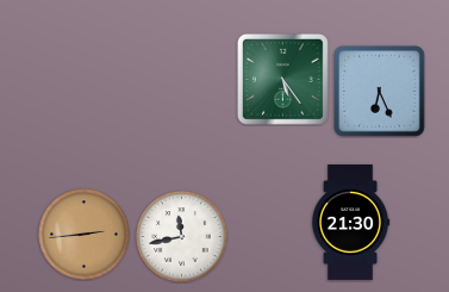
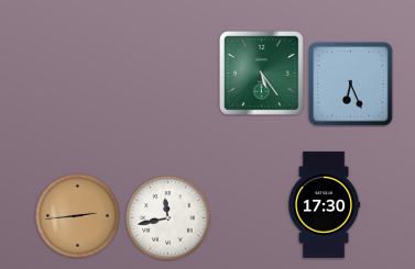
clock at (350, 223): 21:30 -> 17:30
